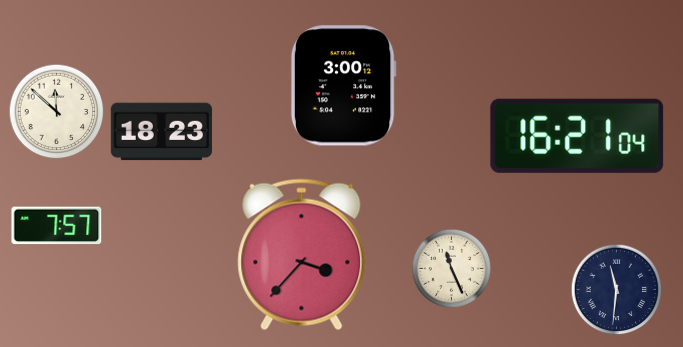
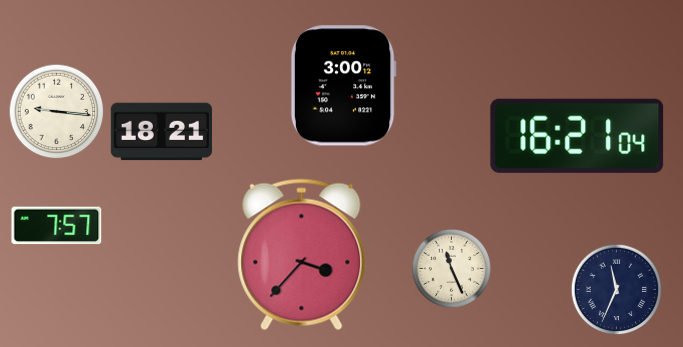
clock at (56, 111): 11:52 -> 9:16
clock at (161, 132): 18:23 -> 18:21
clock at (616, 289): 11:31 -> 11:34
